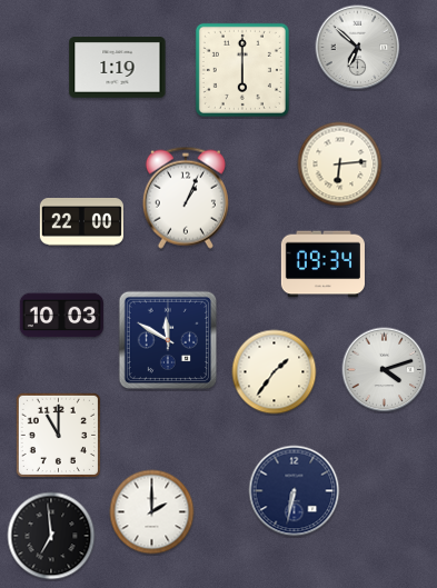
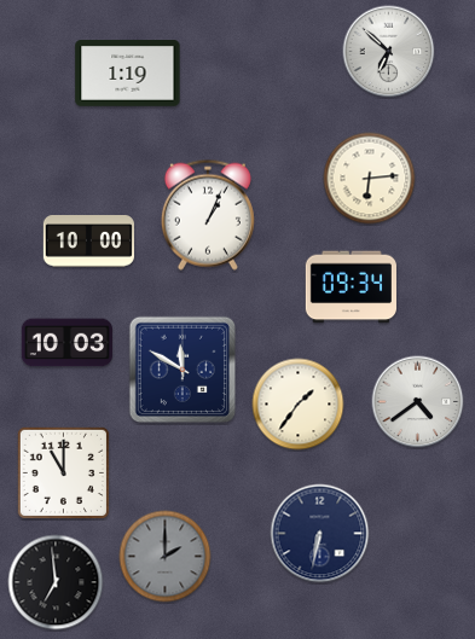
clock at (242, 70): 6:00 -> none
clock at (186, 198) position: (186, 198) -> (208, 215)
clock at (81, 222): 22:00 -> 10:00
clock at (385, 370): 4:12 -> 4:39
clock at (152, 512) dial: white -> grey
